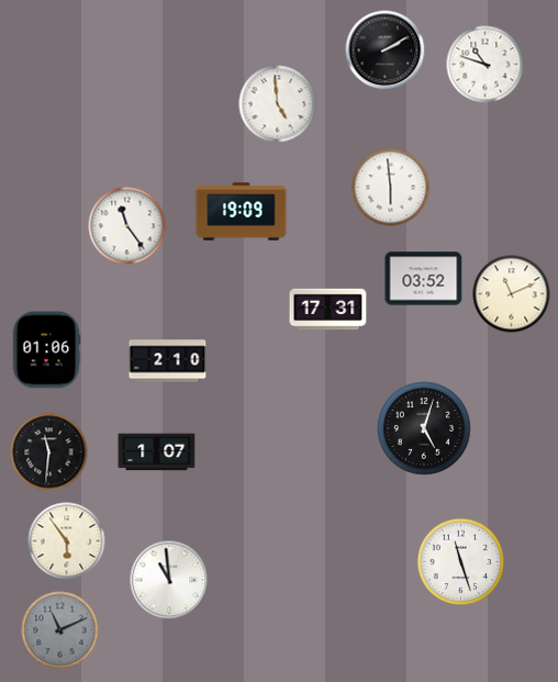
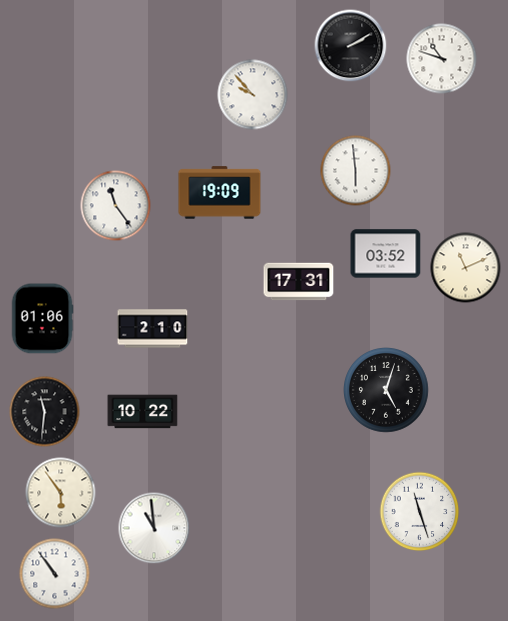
clock at (278, 104): 4:59 -> 9:53
clock at (157, 452): 1:07 -> 10:22
clock at (60, 630): 11:11 -> 10:54
clock at (60, 630) dial: grey -> white
